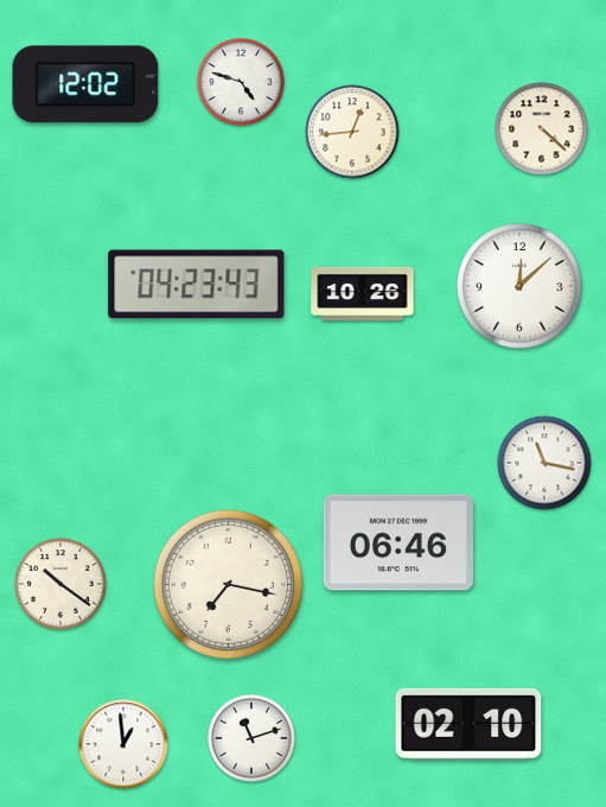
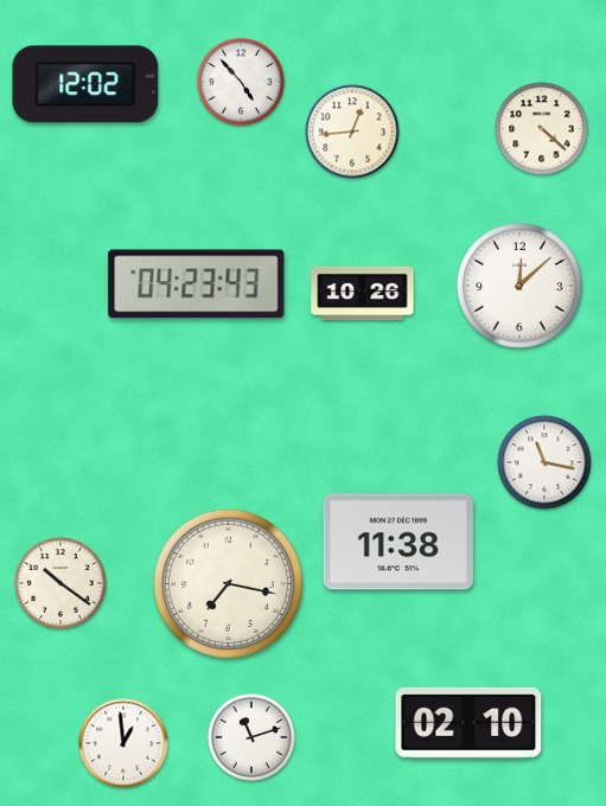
clock at (242, 83): 4:48 -> 4:53
clock at (398, 542): 06:46 -> 11:38
